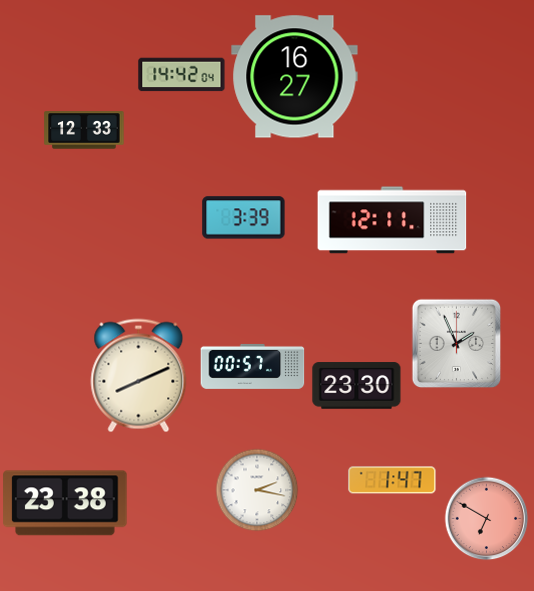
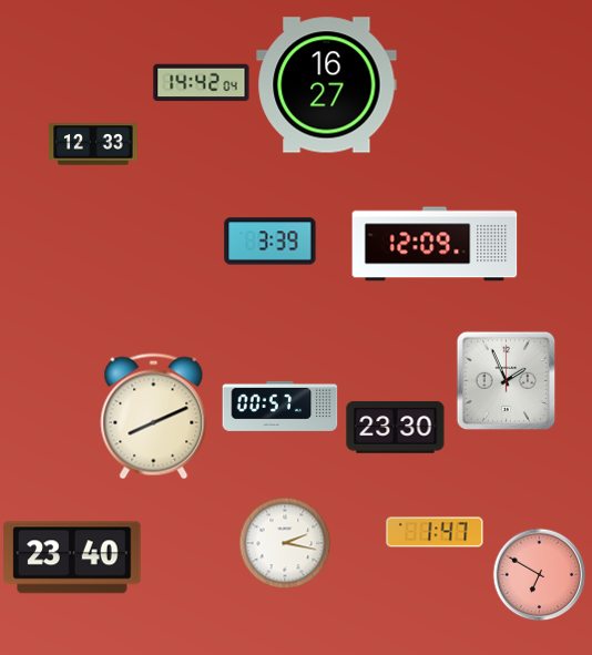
clock at (392, 220): 12:11 -> 12:09
clock at (65, 503): 23:38 -> 23:40
